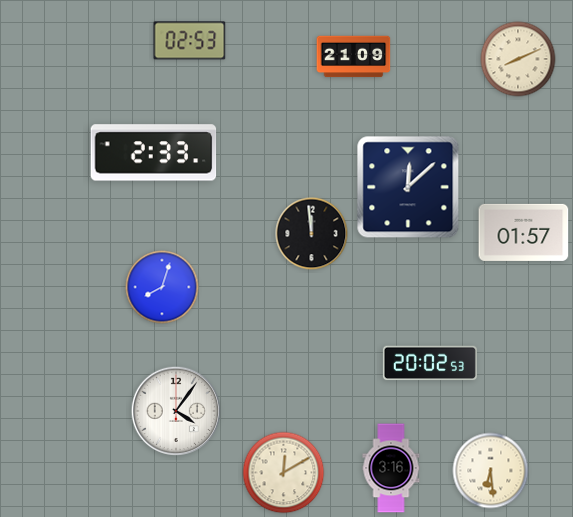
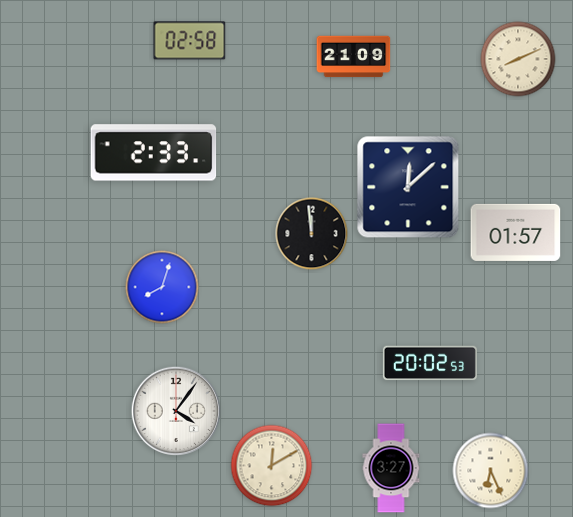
clock at (190, 41): 02:53 -> 02:58
clock at (524, 232) position: (524, 232) -> (516, 232)
clock at (391, 468): 3:16 -> 3:27
clock at (491, 471): 6:29 -> 6:26
clock at (284, 473) position: (284, 473) -> (272, 466)
